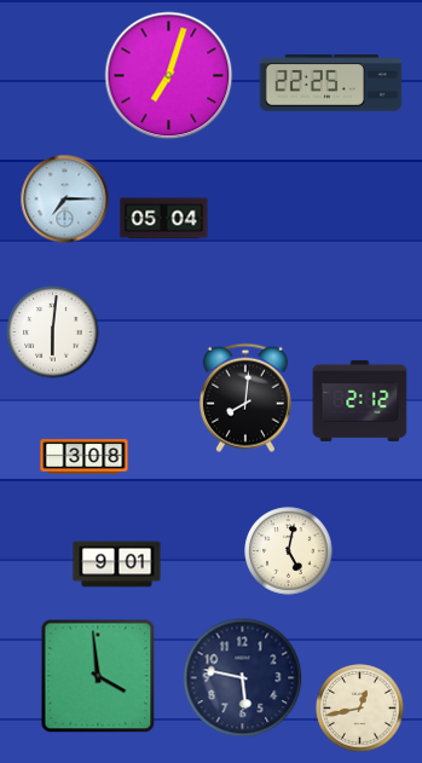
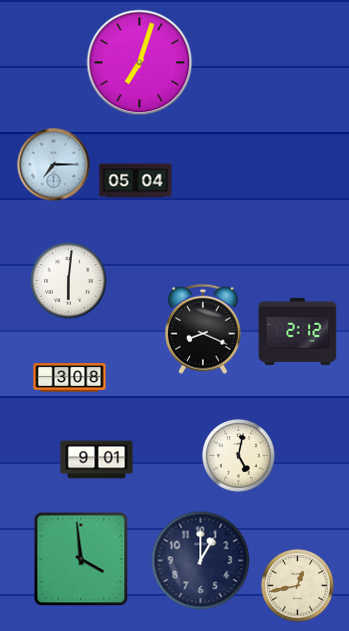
clock at (331, 83): 22:25 -> none
clock at (53, 333) position: (53, 333) -> (69, 281)
clock at (245, 398): 8:01 -> 8:19
clock at (117, 565) position: (117, 565) -> (97, 460)
clock at (243, 678): 5:47 -> 1:00
